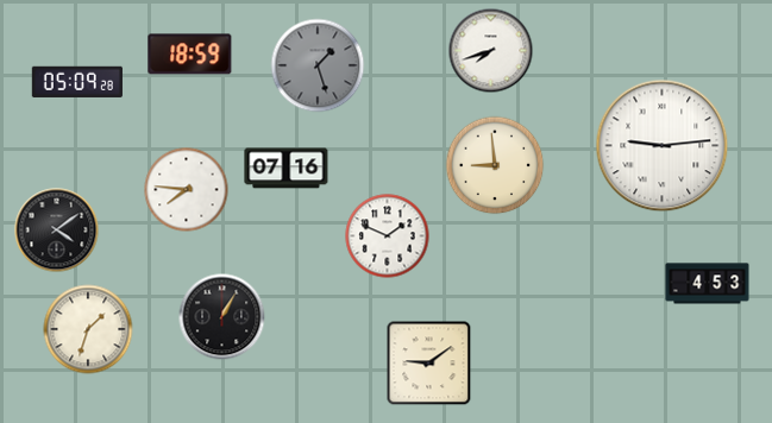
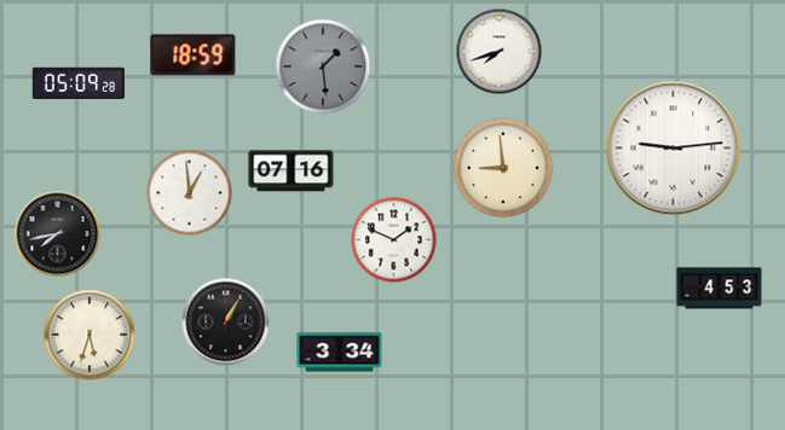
clock at (318, 65): 1:27 -> 1:29
clock at (187, 190): 7:46 -> 12:59
clock at (57, 231): 4:09 -> 7:43
clock at (88, 329): 1:33 -> 5:33
clock at (340, 353): none -> 3:34
clock at (429, 364): 9:09 -> none
